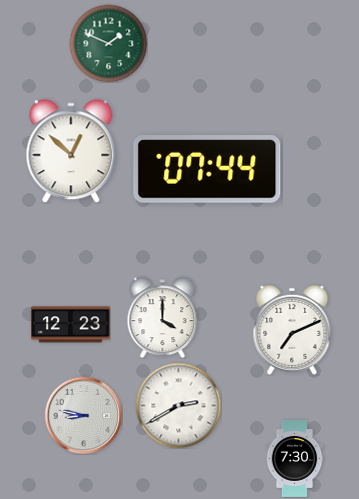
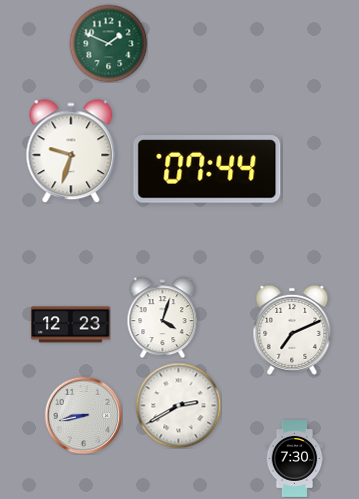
clock at (71, 151): 12:52 -> 9:33
clock at (163, 317): 4:00 -> 4:03
clock at (83, 415): 8:47 -> 8:43
